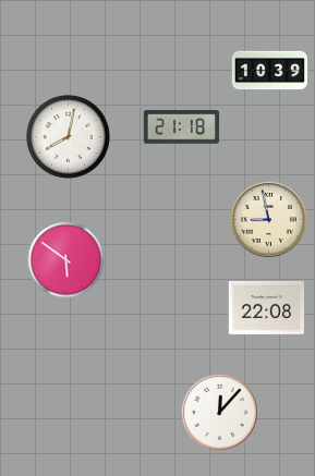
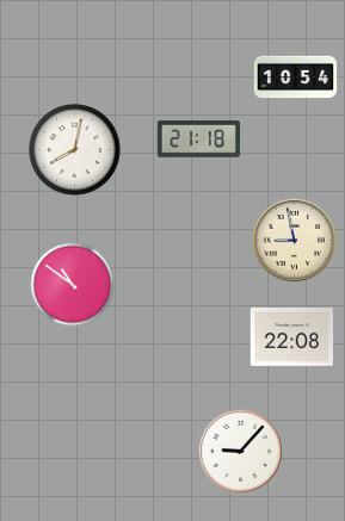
clock at (270, 71): 10:39 -> 10:54
clock at (66, 260): 5:51 -> 10:51
clock at (219, 412): 12:07 -> 9:07
